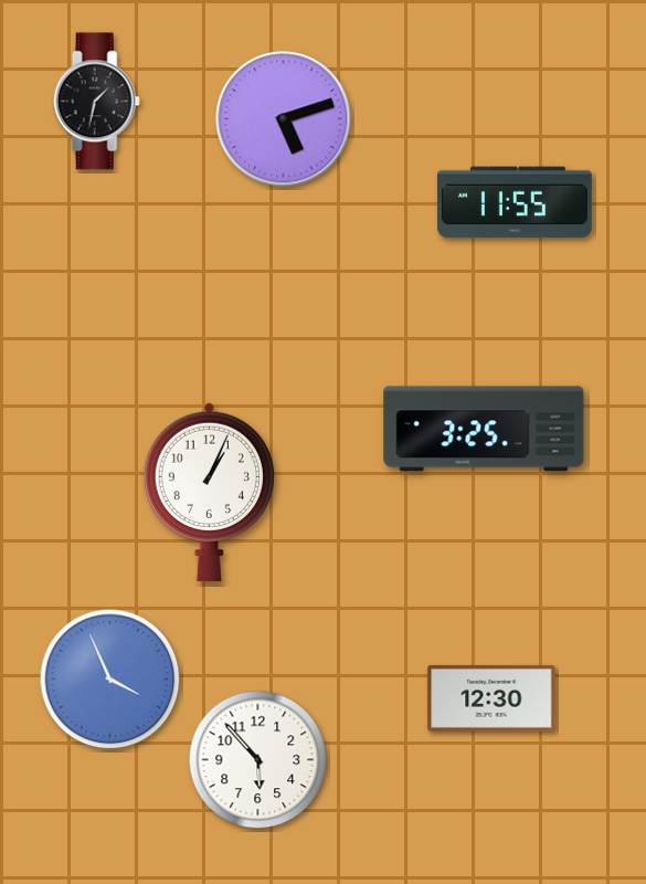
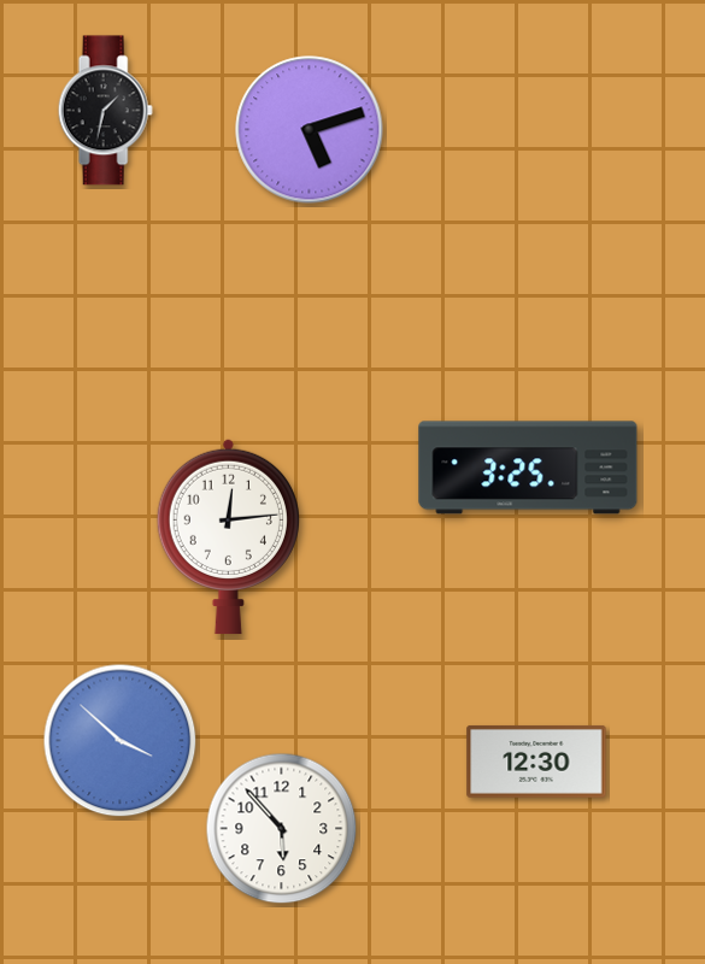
clock at (515, 202): 11:55 -> none
clock at (209, 492): 1:04 -> 12:14
clock at (110, 680): 3:56 -> 3:52
